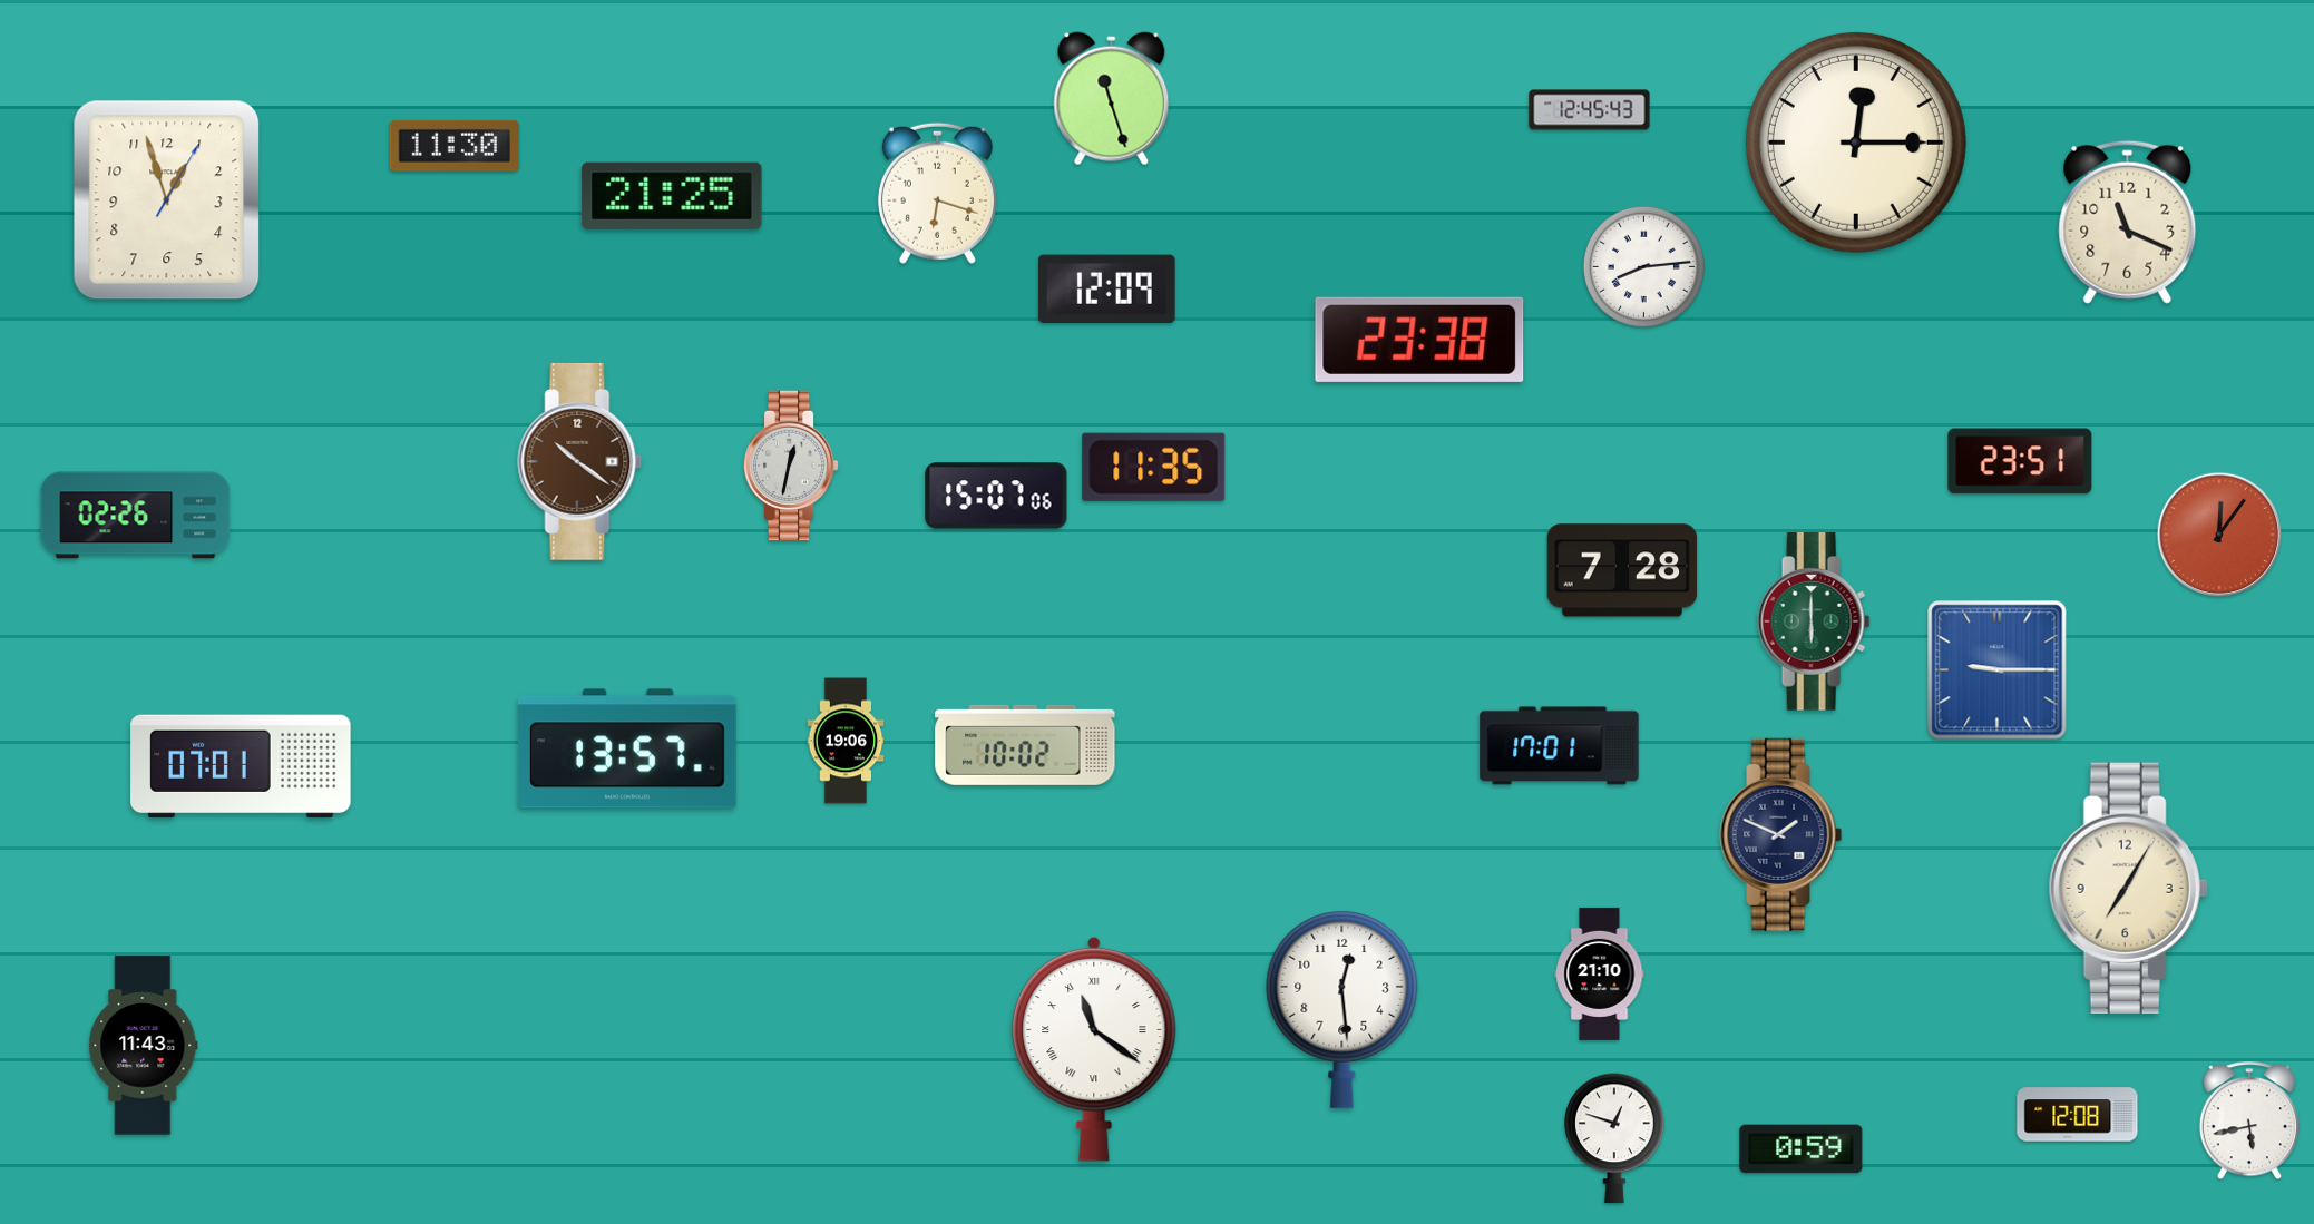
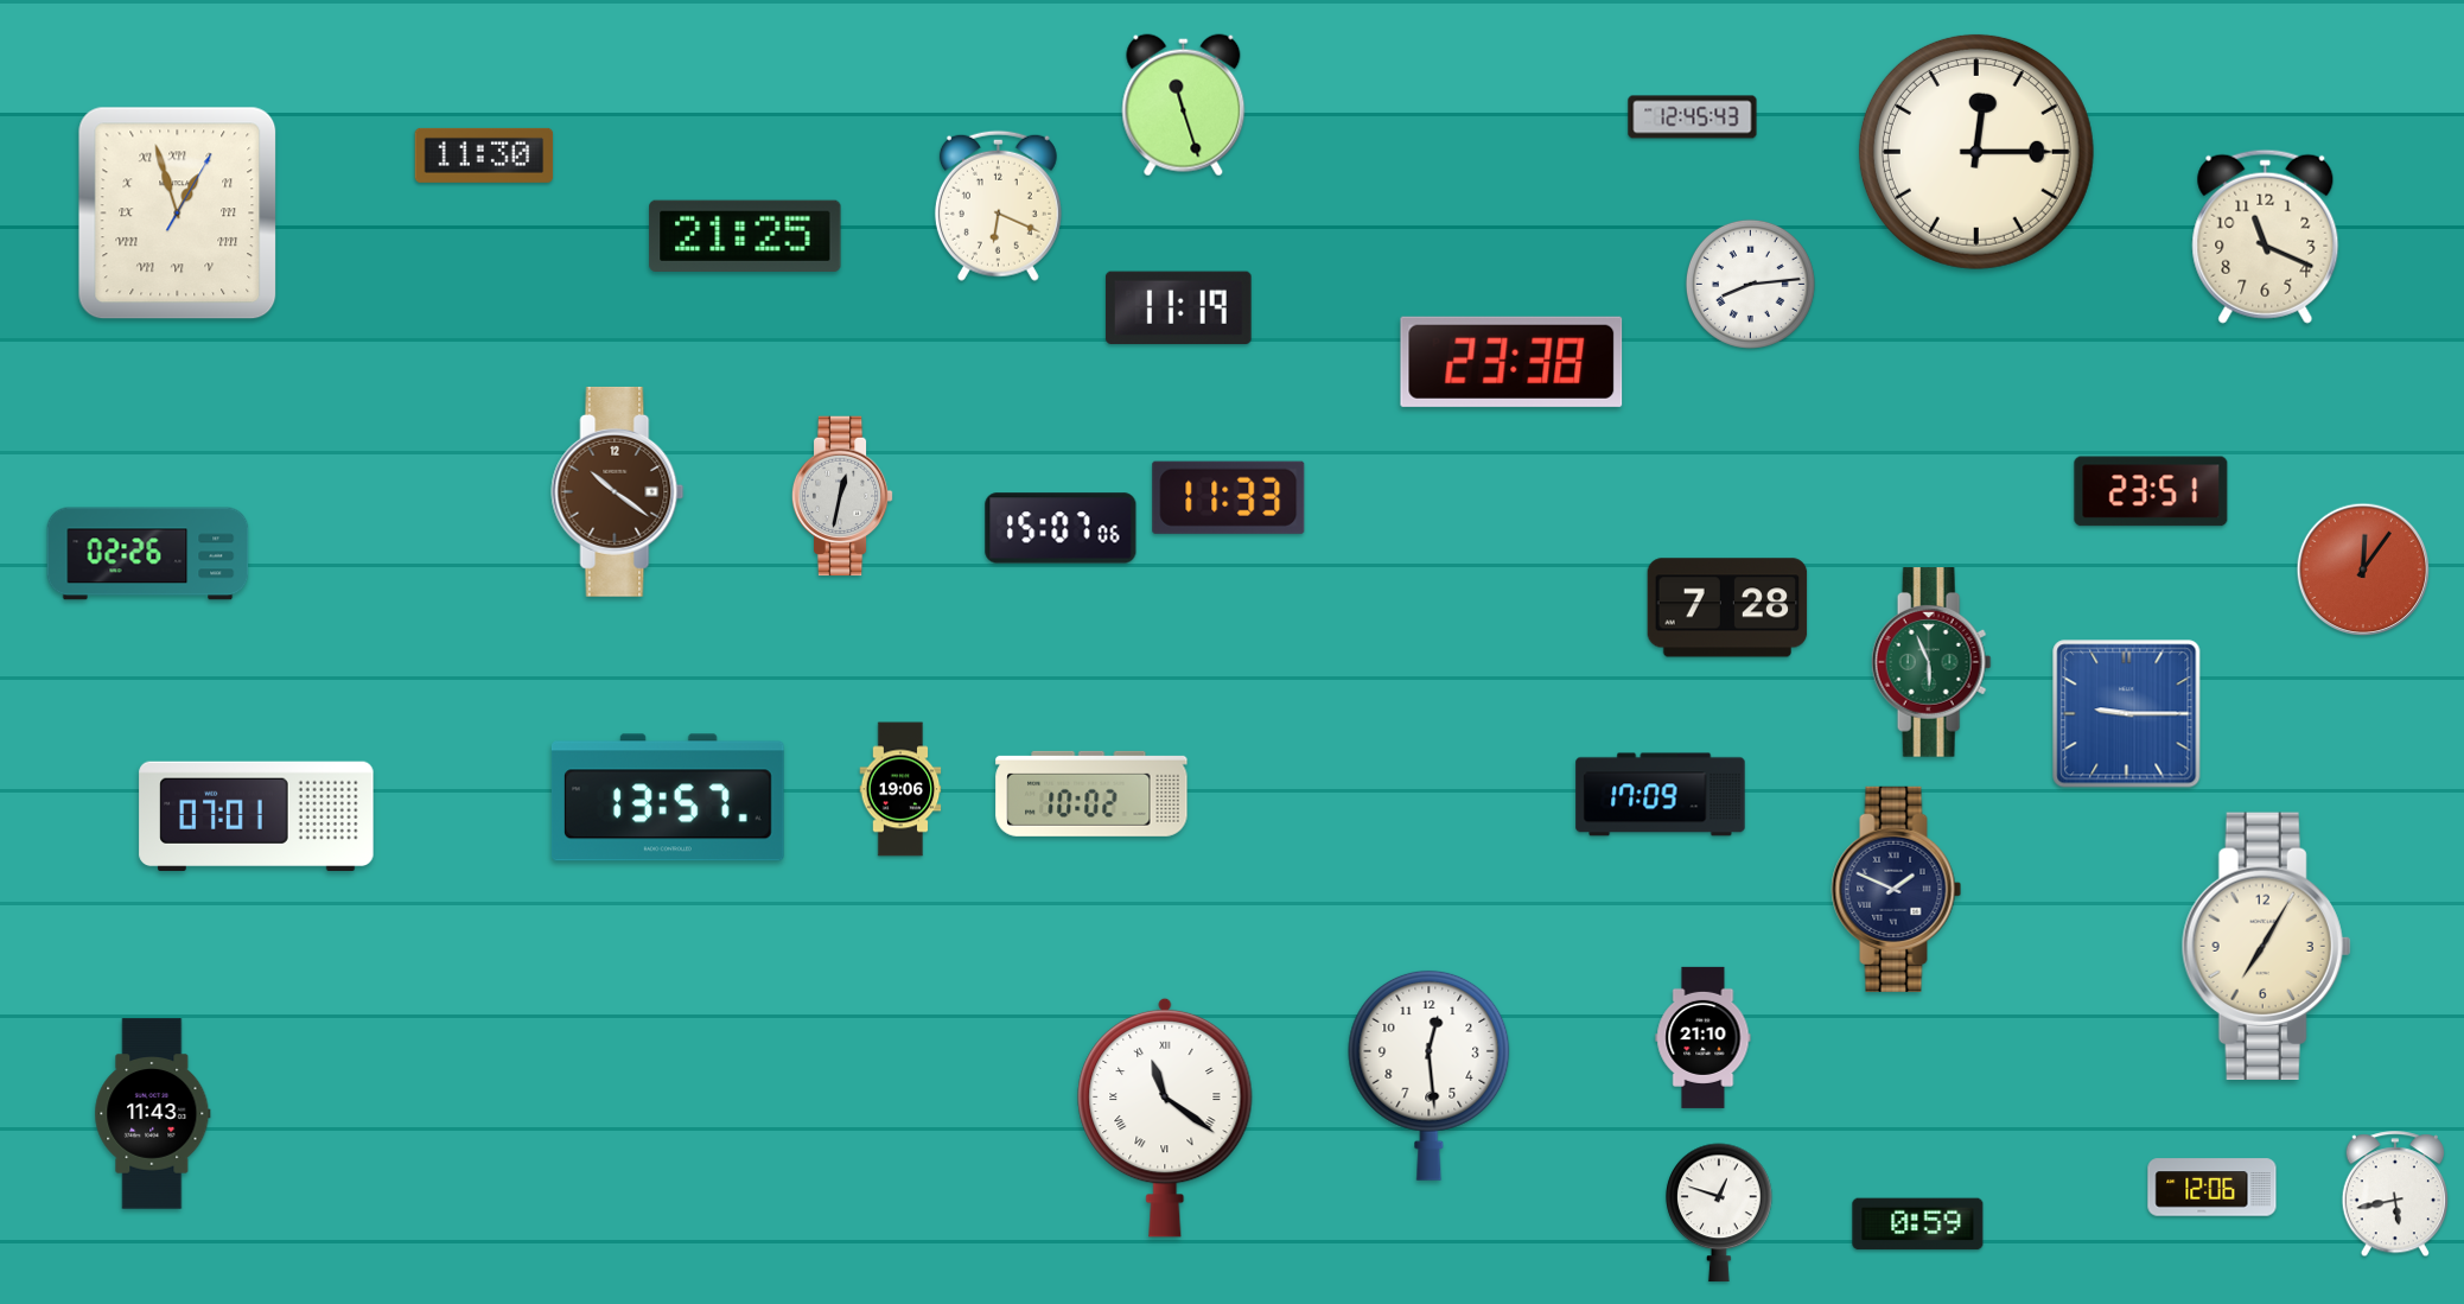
clock at (937, 193): 6:18 -> 6:19
clock at (672, 196) position: (672, 196) -> (745, 236)
clock at (167, 200) numerals: Arabic -> Roman
clock at (1106, 288): 12:09 -> 11:19
clock at (1154, 467): 11:35 -> 11:33
clock at (136, 516) position: (136, 516) -> (148, 554)
clock at (1814, 621): 6:00 -> 5:56
clock at (1560, 746): 17:01 -> 17:09
clock at (2078, 1115): 12:08 -> 12:06
